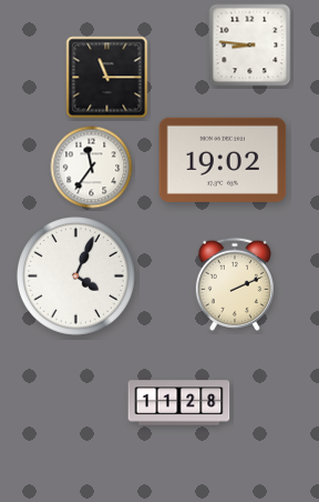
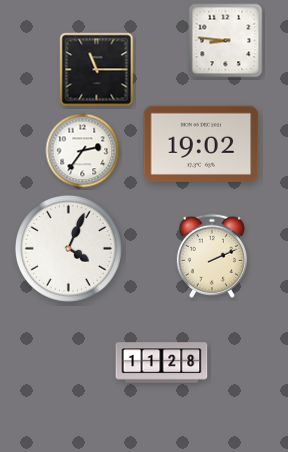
clock at (92, 168): 11:36 -> 2:36
